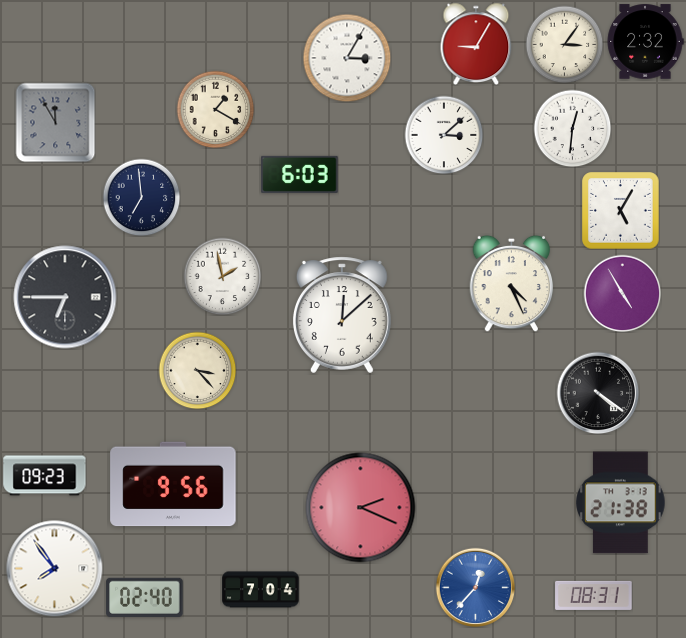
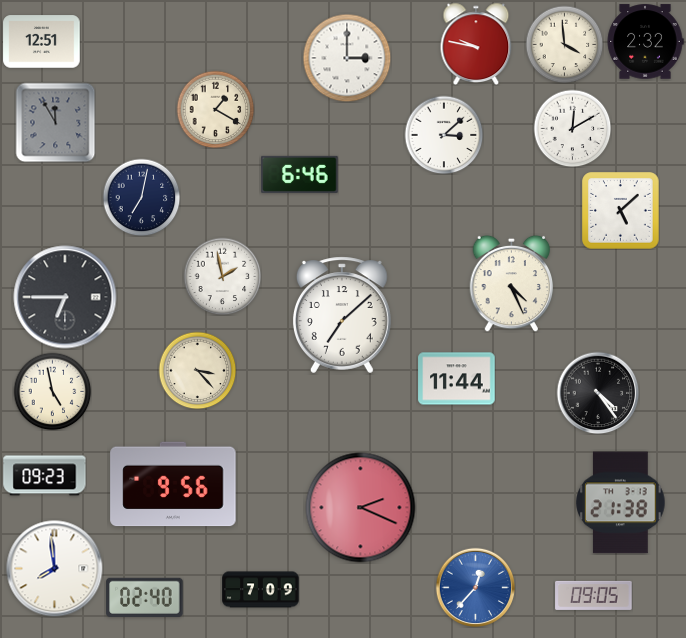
clock at (42, 42): none -> 12:51
clock at (476, 44): 9:05 -> 9:47
clock at (564, 44): 3:06 -> 3:59
clock at (347, 58): 3:05 -> 3:00
clock at (572, 128): 12:31 -> 12:10
clock at (300, 174): 6:03 -> 6:46
clock at (141, 197): 6:59 -> 7:02
clock at (621, 211): 5:05 -> 5:08
clock at (622, 293): 4:55 -> none
clock at (342, 315): 12:08 -> 7:08
clock at (457, 379): none -> 11:44
clock at (52, 391): none -> 4:58
clock at (598, 393): 4:21 -> 4:24
clock at (55, 569): 7:54 -> 7:59
clock at (261, 590): 7:04 -> 7:09
clock at (594, 595): 08:31 -> 09:05
